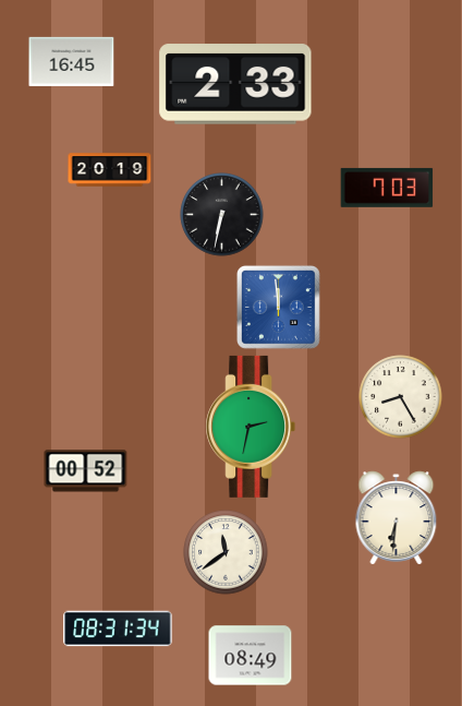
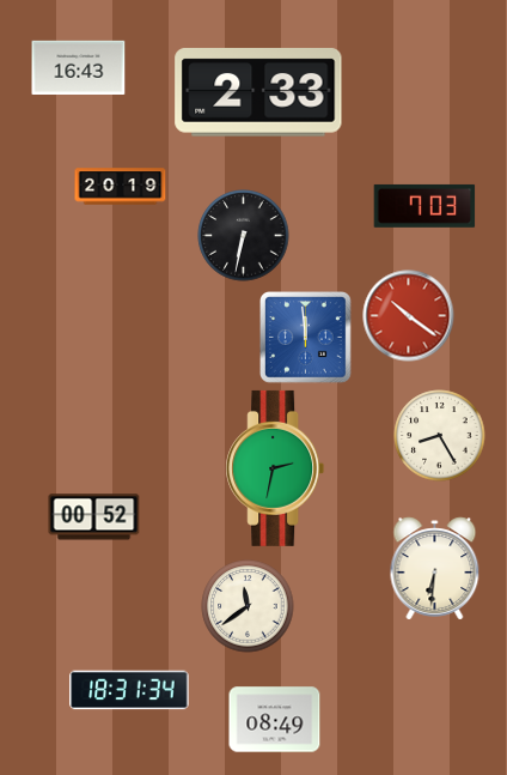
clock at (72, 61): 16:45 -> 16:43
clock at (409, 316): none -> 10:21
clock at (118, 629): 08:31 -> 18:31
